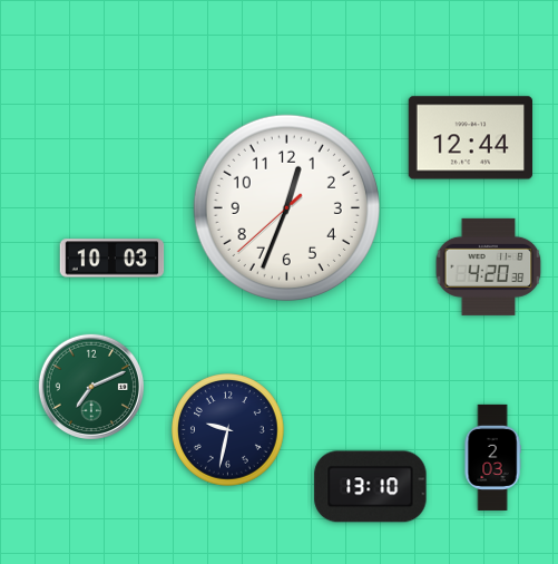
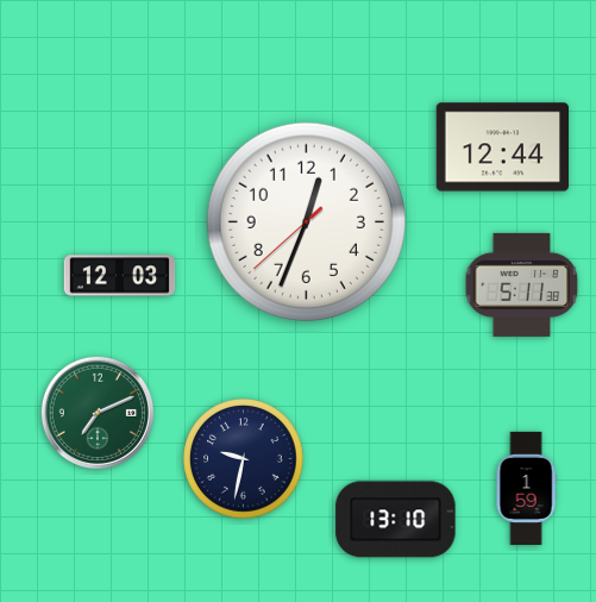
clock at (112, 259): 10:03 -> 12:03
clock at (489, 266): 4:20 -> 5:11
clock at (492, 457): 2:03 -> 1:59
